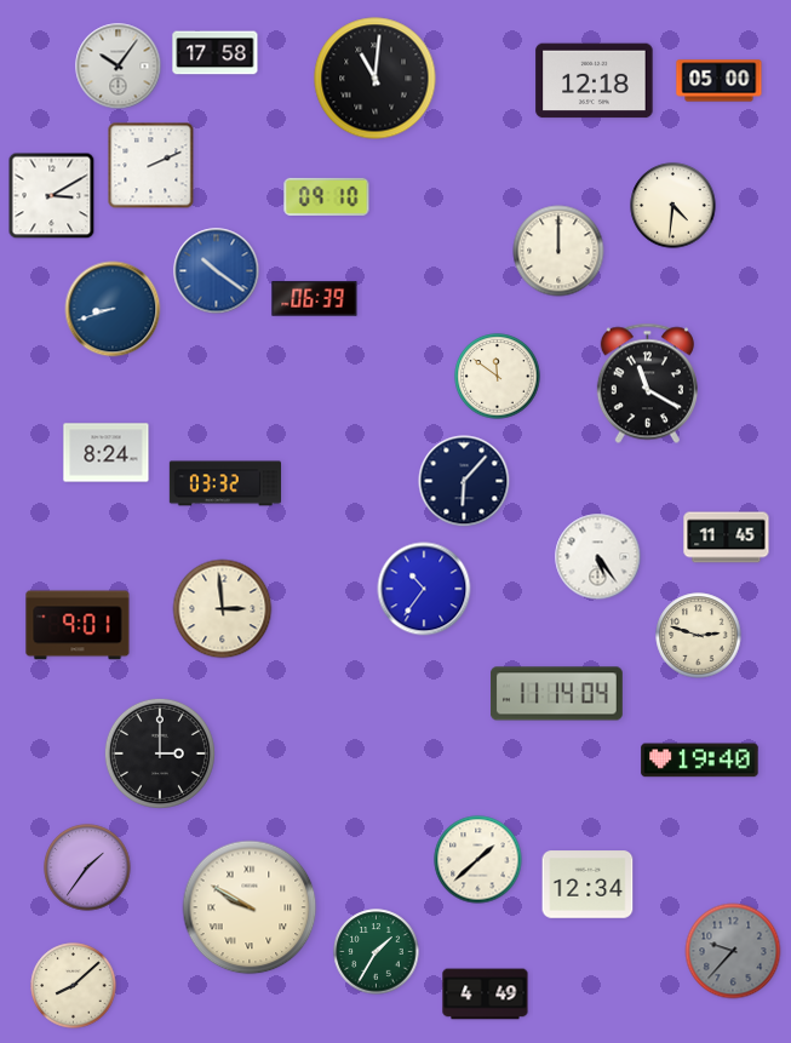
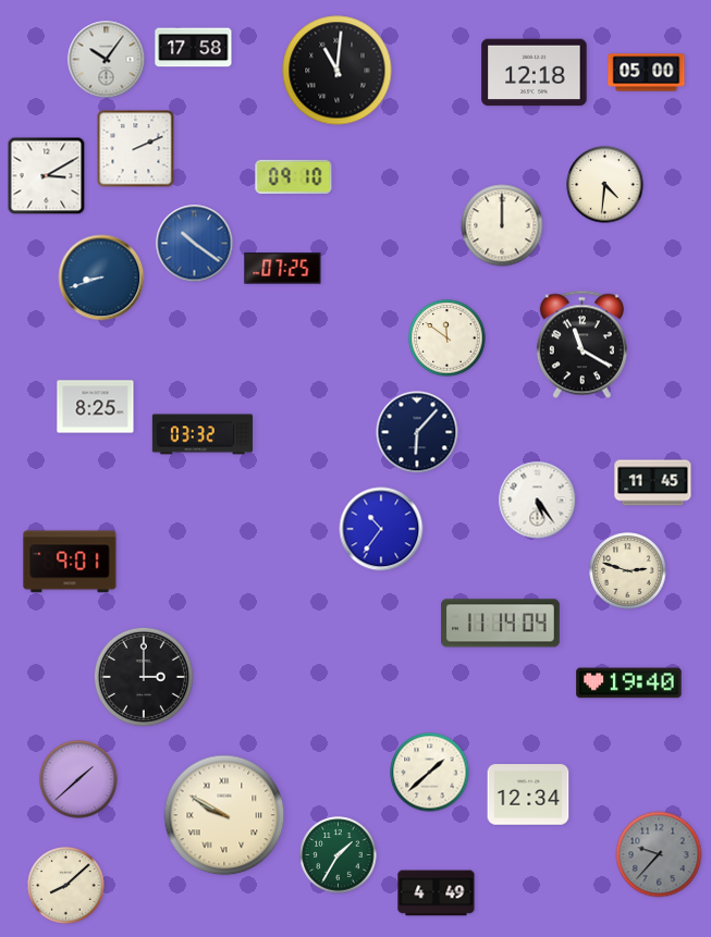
clock at (315, 299): 06:39 -> 07:25
clock at (107, 453): 8:24 -> 8:25
clock at (223, 609): 2:59 -> none
clock at (87, 867): 1:36 -> 1:38
